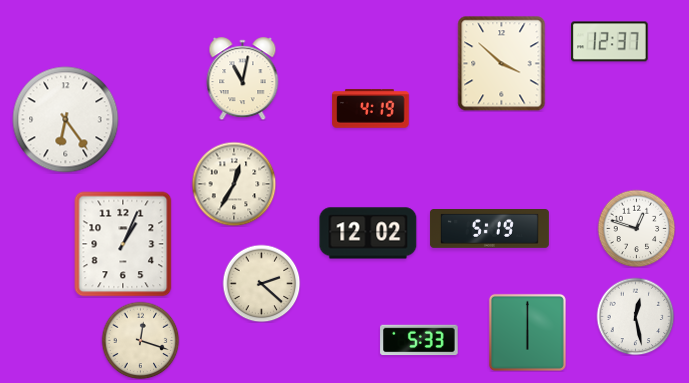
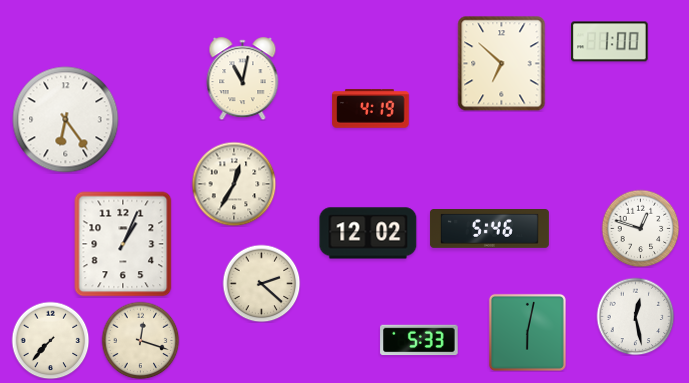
clock at (610, 42): 12:37 -> 1:00
clock at (502, 64): 3:52 -> 6:52
clock at (636, 228) position: (636, 228) -> (640, 228)
clock at (489, 229): 5:19 -> 5:46
clock at (527, 332): 6:00 -> 6:02
clock at (50, 340): none -> 7:37
